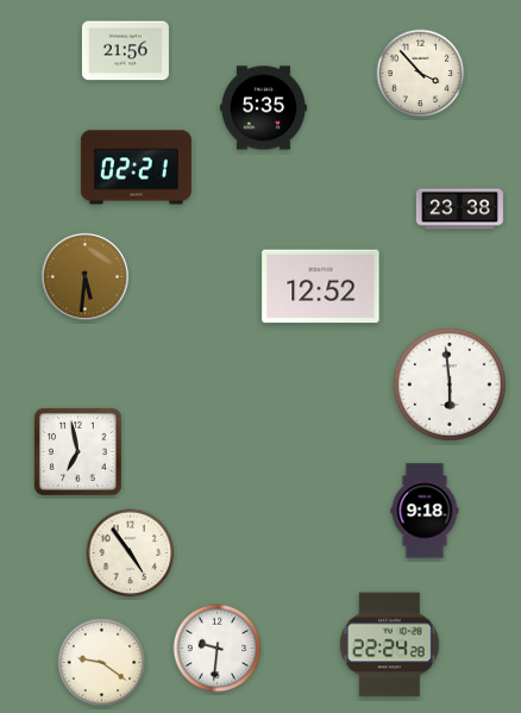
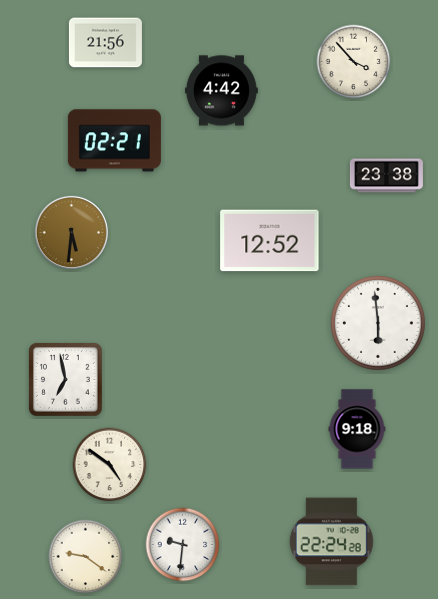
clock at (263, 108): 5:35 -> 4:42
clock at (131, 553): 4:54 -> 4:51
clock at (389, 645) position: (389, 645) -> (331, 542)
